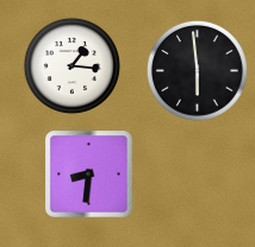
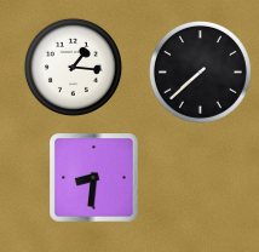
clock at (197, 70): 5:59 -> 7:38
clock at (89, 175) position: (89, 175) -> (94, 178)
